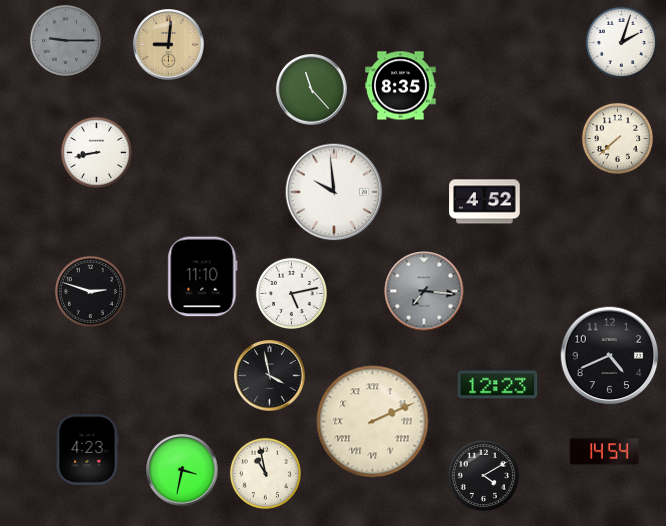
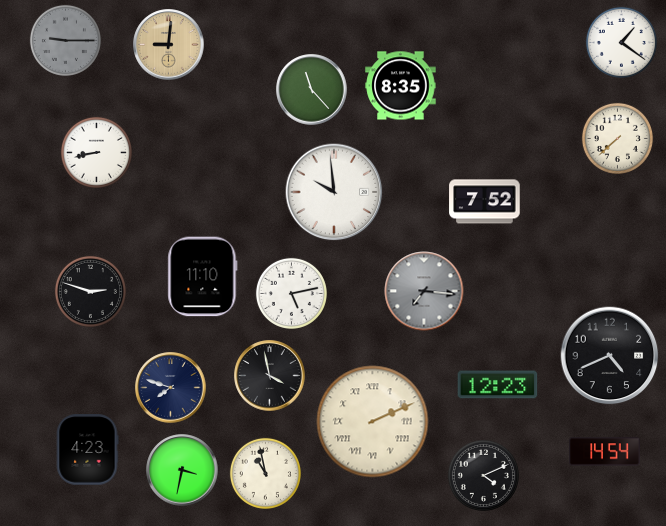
clock at (621, 42): 2:03 -> 1:21
clock at (485, 202): 4:52 -> 7:52
clock at (171, 388): none -> 7:48
clock at (483, 475): 4:10 -> 4:11
